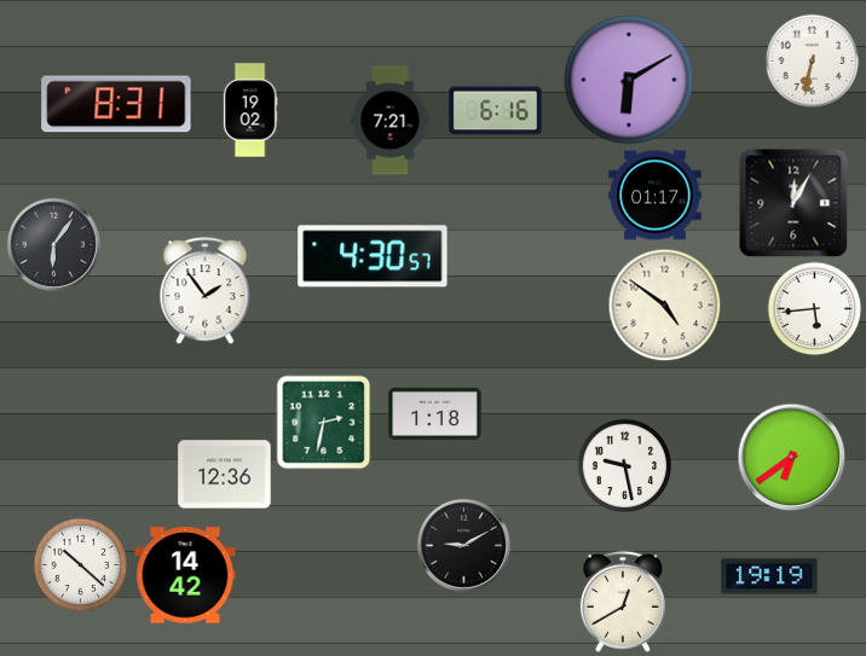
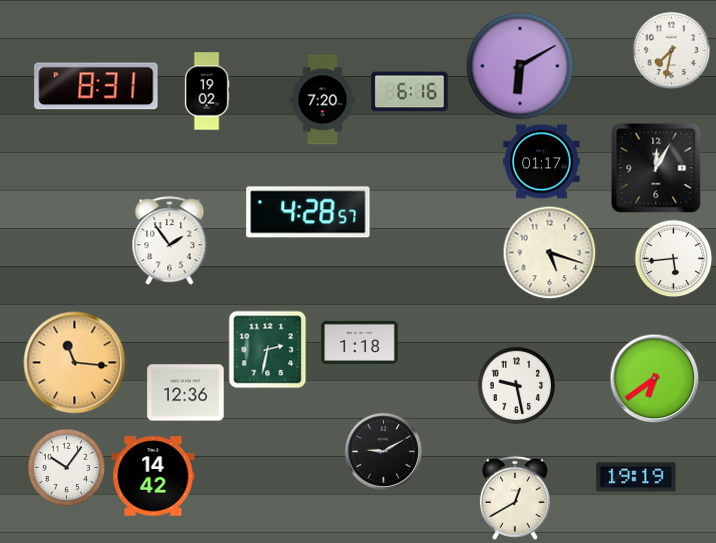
clock at (812, 60): 6:32 -> 7:32
clock at (391, 121): 7:21 -> 7:20
clock at (53, 244): 6:06 -> none
clock at (373, 256): 4:30 -> 4:28
clock at (664, 304): 4:51 -> 5:18
clock at (814, 308) position: (814, 308) -> (673, 258)
clock at (75, 363): none -> 11:16
clock at (80, 564): 10:22 -> 10:06
